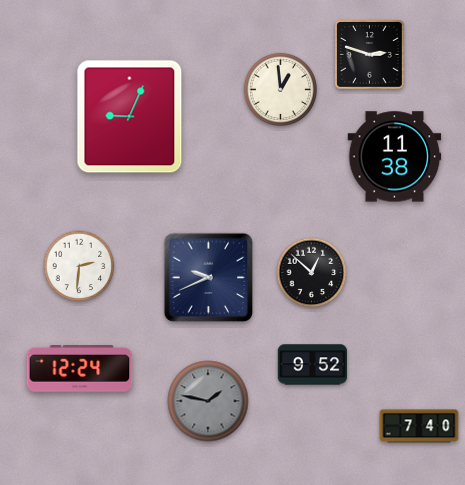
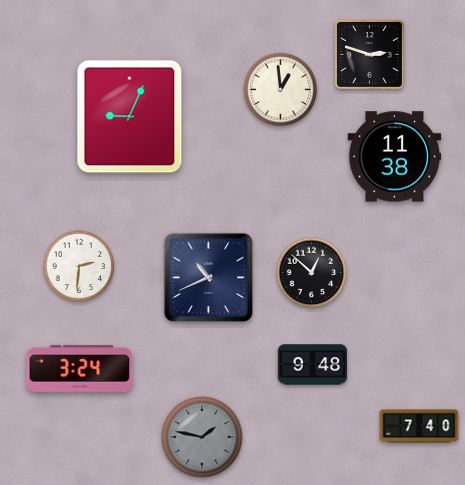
clock at (209, 278): 9:41 -> 10:41
clock at (312, 365): 9:52 -> 9:48
clock at (80, 369): 12:24 -> 3:24
clock at (208, 401) position: (208, 401) -> (202, 437)
